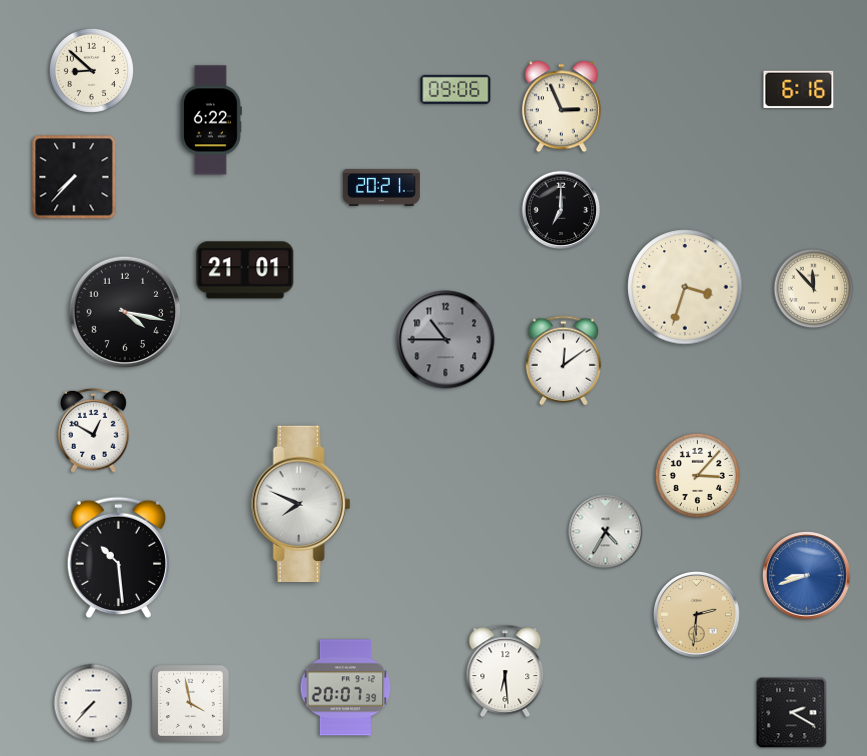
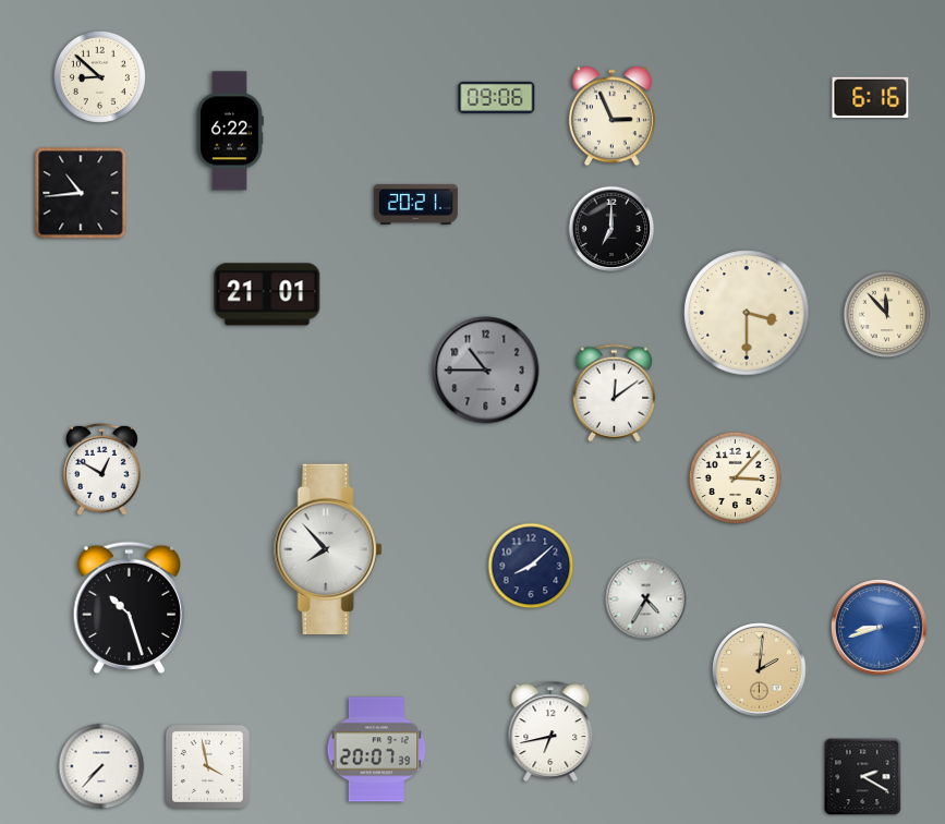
clock at (74, 177): 7:37 -> 10:44
clock at (685, 287): 3:33 -> 3:30
clock at (125, 312): 4:17 -> none
clock at (697, 475) position: (697, 475) -> (735, 477)
clock at (301, 503): 7:49 -> 7:53
clock at (531, 566): none -> 8:08
clock at (606, 532) position: (606, 532) -> (646, 599)
clock at (119, 558): 10:29 -> 10:27
clock at (697, 615): 2:31 -> 2:01
clock at (505, 671): 6:29 -> 6:43
